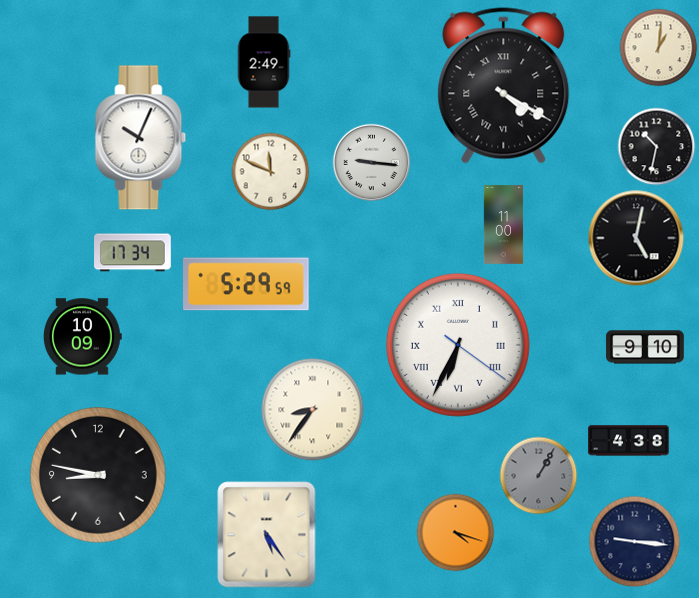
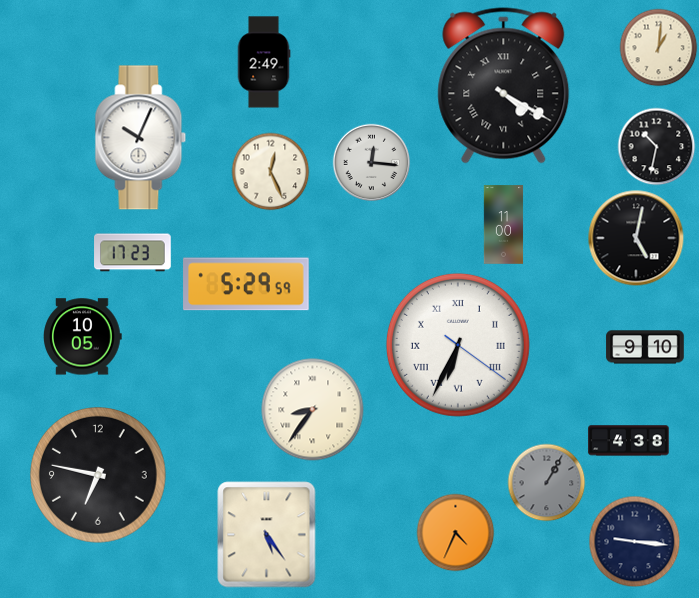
clock at (371, 162): 9:16 -> 12:16
clock at (270, 171): 11:49 -> 12:26
clock at (133, 253): 17:34 -> 17:23
clock at (83, 337): 10:09 -> 10:05
clock at (538, 475) position: (538, 475) -> (546, 482)
clock at (99, 476): 8:47 -> 6:47
clock at (455, 532): 4:18 -> 4:34
